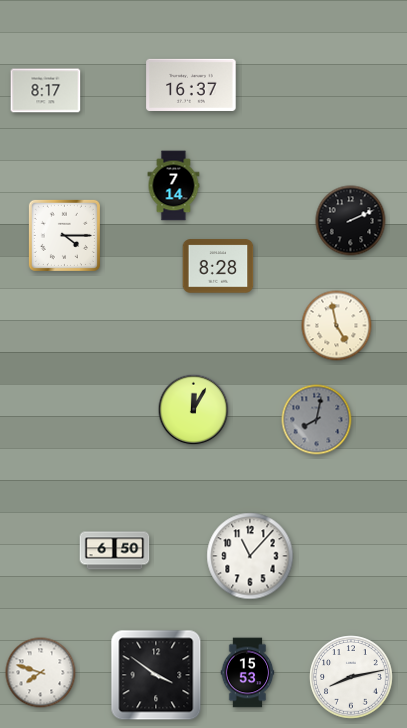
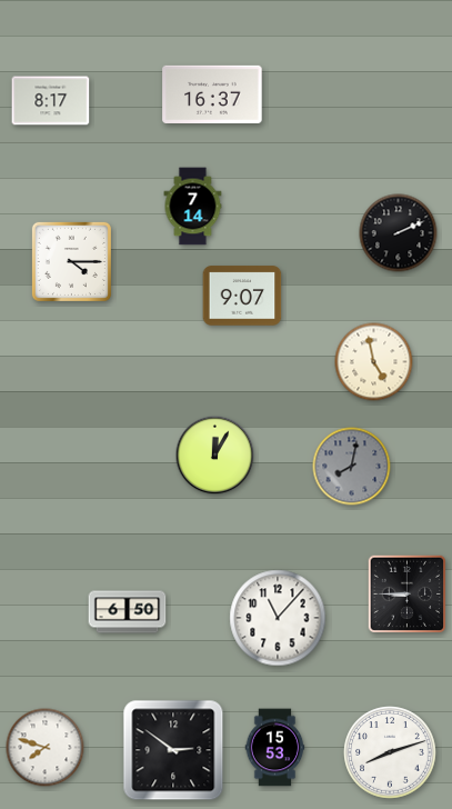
clock at (351, 221) position: (351, 221) -> (399, 233)
clock at (218, 266): 8:28 -> 9:07
clock at (406, 593): none -> 8:45
clock at (156, 675): 3:51 -> 2:51
clock at (351, 677): 8:13 -> 8:12
